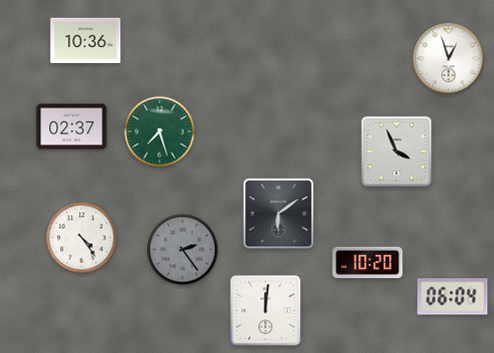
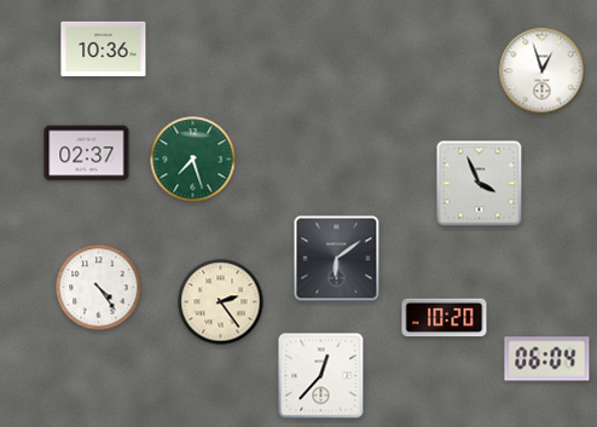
clock at (183, 250) dial: grey -> cream
clock at (266, 311): 12:01 -> 12:37
